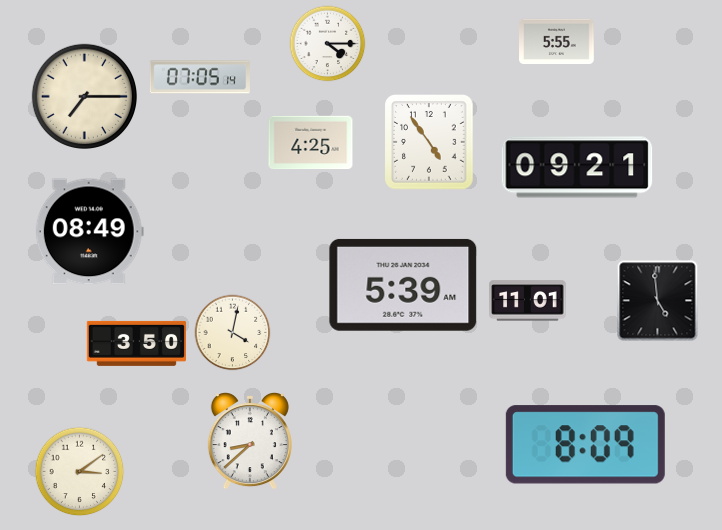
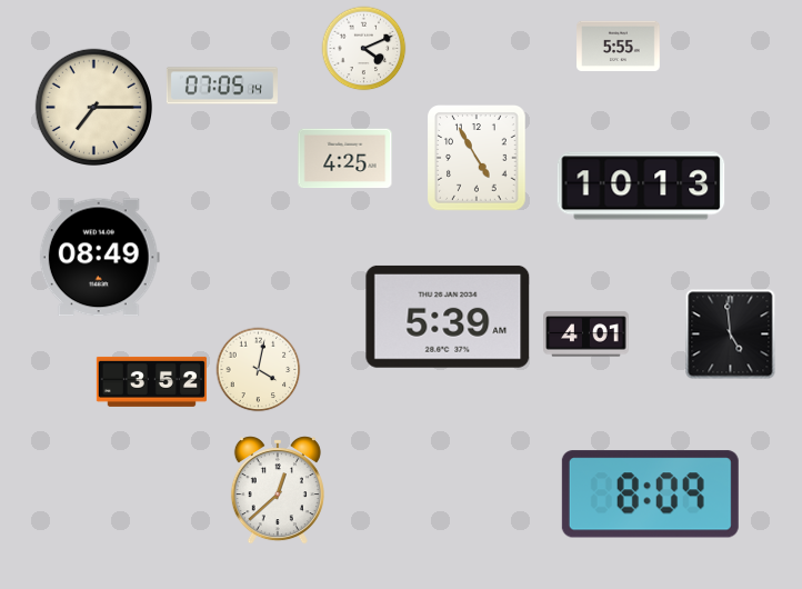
clock at (328, 44): 4:15 -> 4:11
clock at (430, 142): 4:54 -> 4:55
clock at (577, 167): 09:21 -> 10:13
clock at (528, 301): 11:01 -> 4:01
clock at (136, 343): 3:50 -> 3:52
clock at (250, 441): 8:38 -> 12:38
clock at (80, 472): 3:09 -> none
